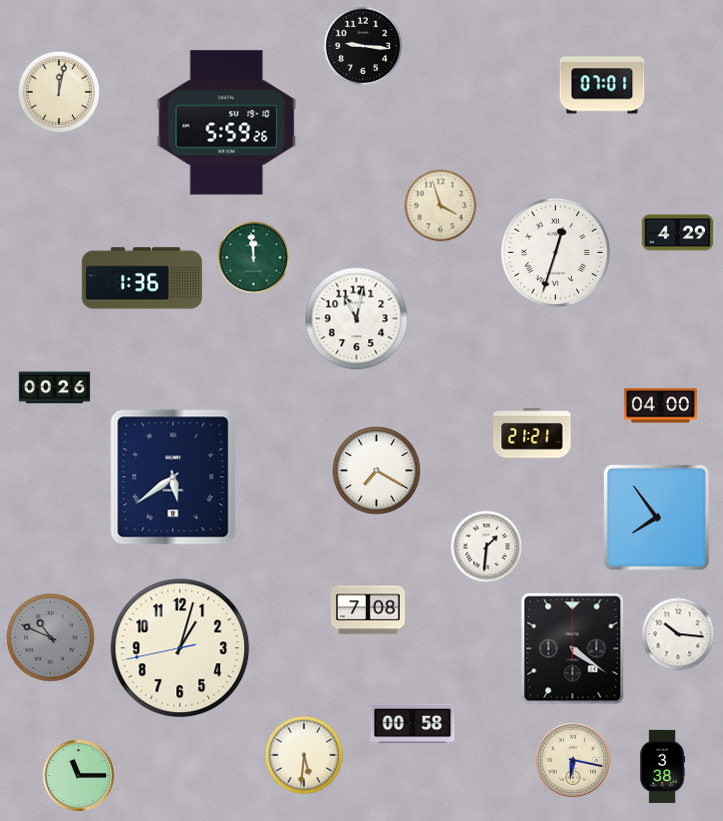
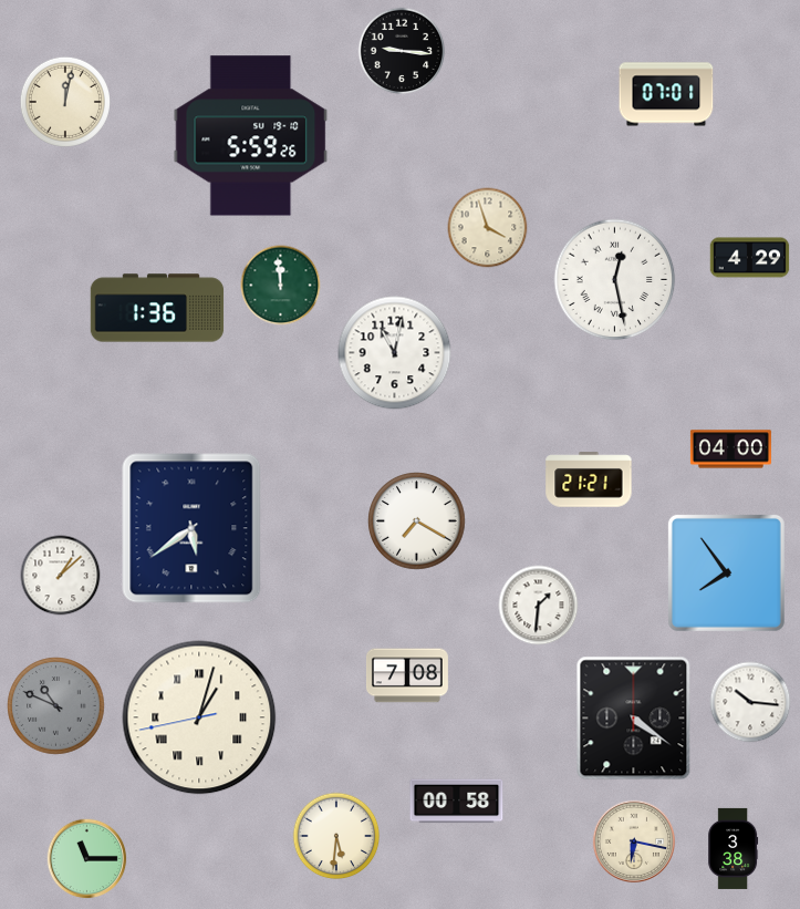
clock at (556, 253): 12:33 -> 12:28
clock at (55, 388): 00:26 -> none
clock at (61, 576): none -> 1:08
clock at (180, 648) numerals: Arabic -> Roman
